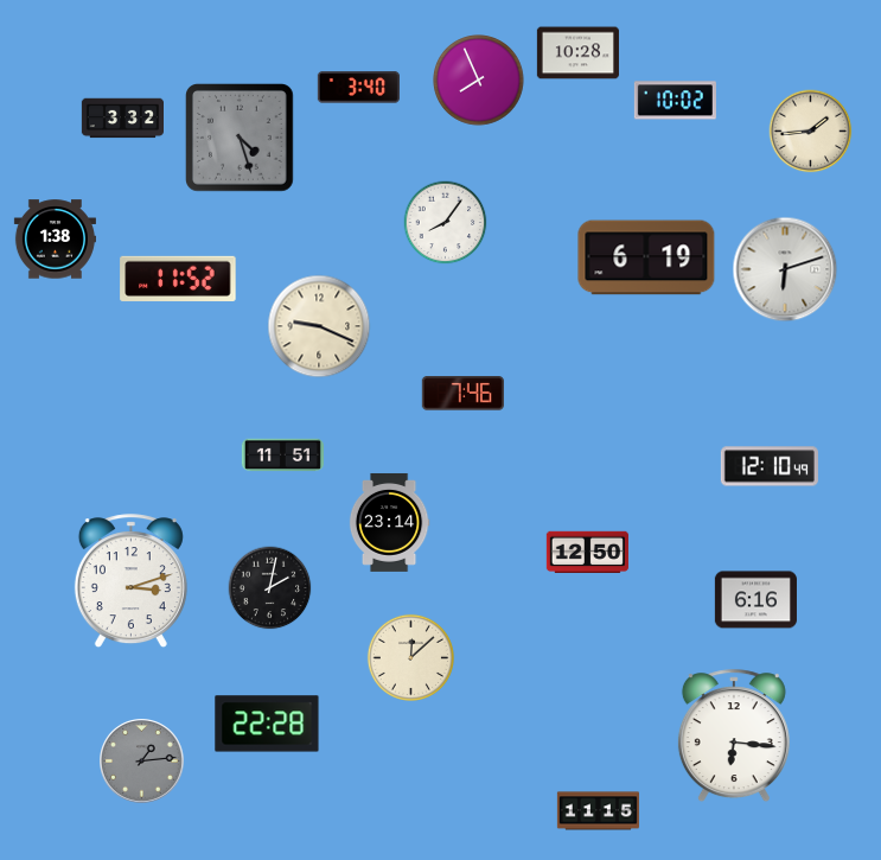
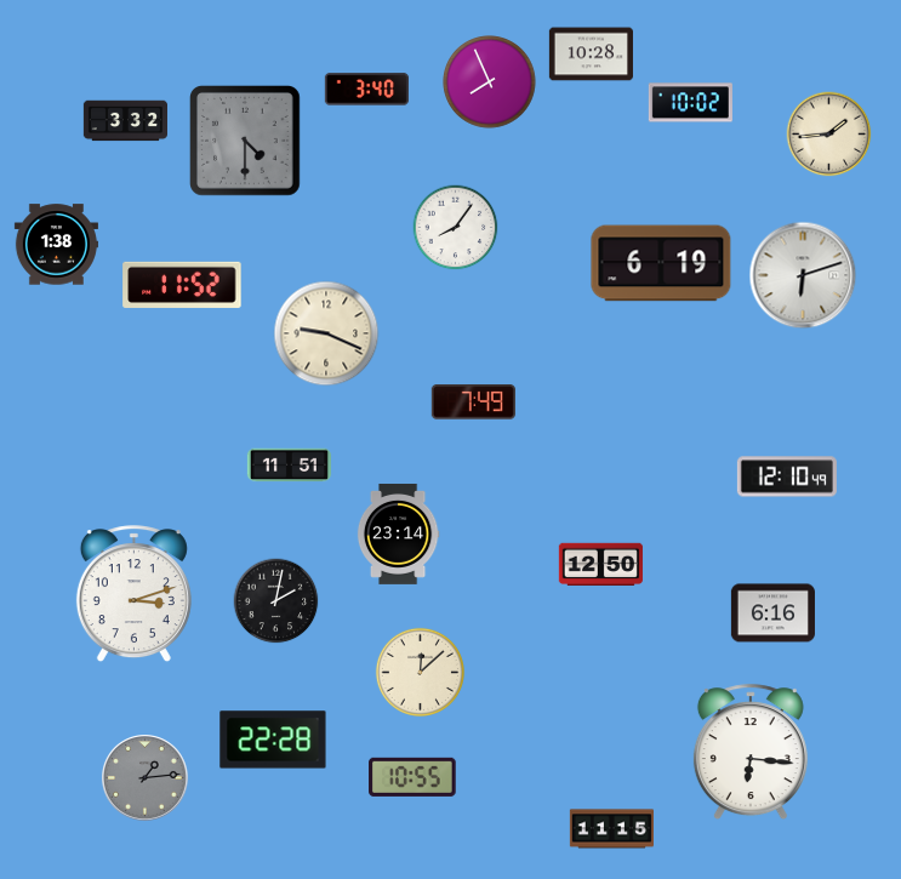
clock at (241, 139): 4:27 -> 4:30
clock at (462, 394): 7:46 -> 7:49
clock at (412, 777): none -> 10:55
